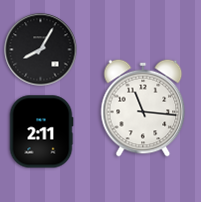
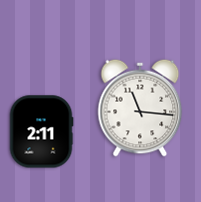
clock at (41, 50): 8:05 -> none
clock at (143, 108) position: (143, 108) -> (140, 108)
